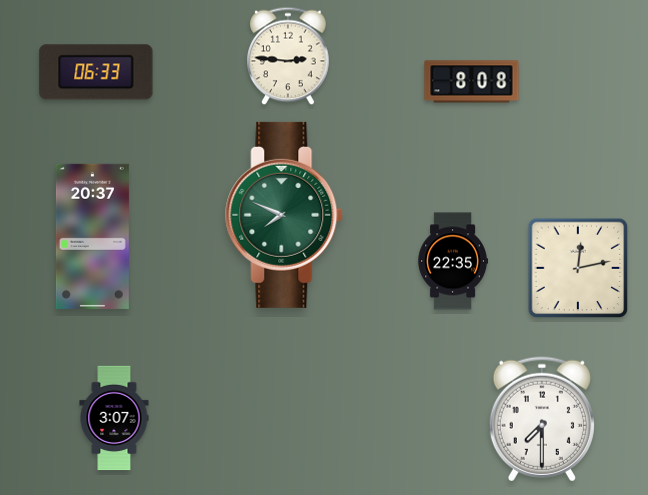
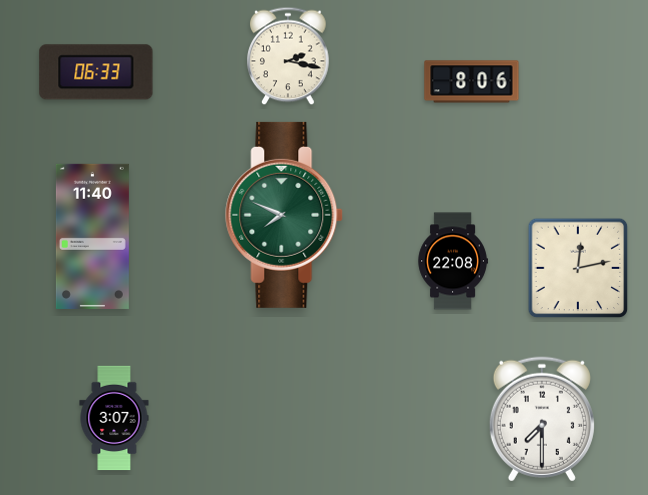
clock at (288, 56): 2:46 -> 2:17
clock at (472, 82): 8:08 -> 8:06
clock at (92, 236): 20:37 -> 11:40
clock at (453, 261): 22:35 -> 22:08
